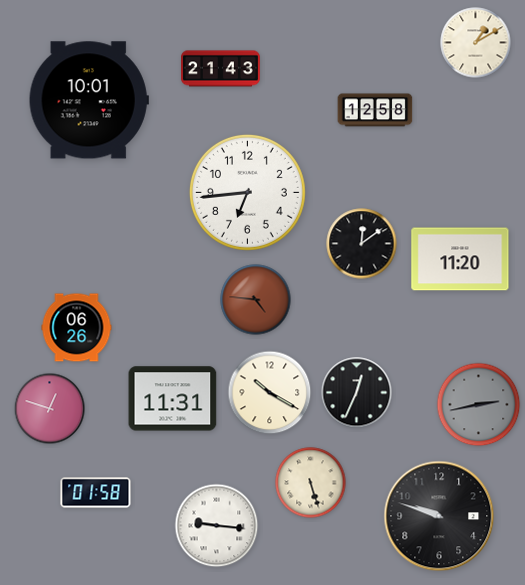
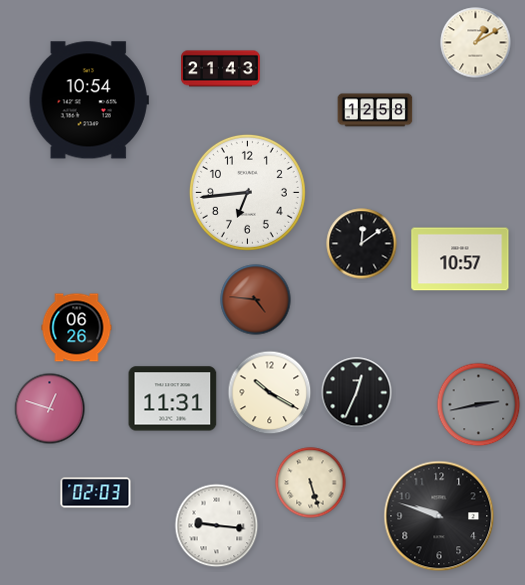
clock at (89, 100): 10:01 -> 10:54
clock at (460, 259): 11:20 -> 10:57
clock at (96, 493): 01:58 -> 02:03
